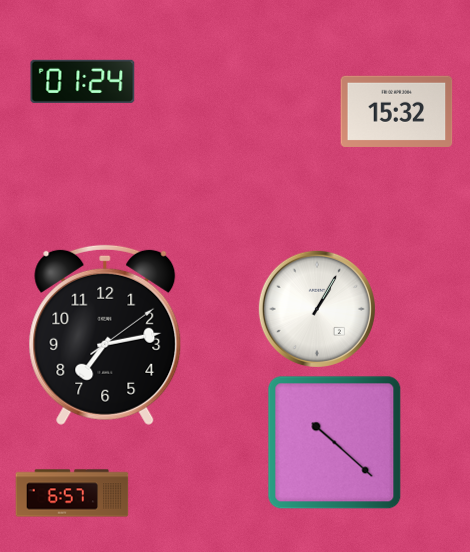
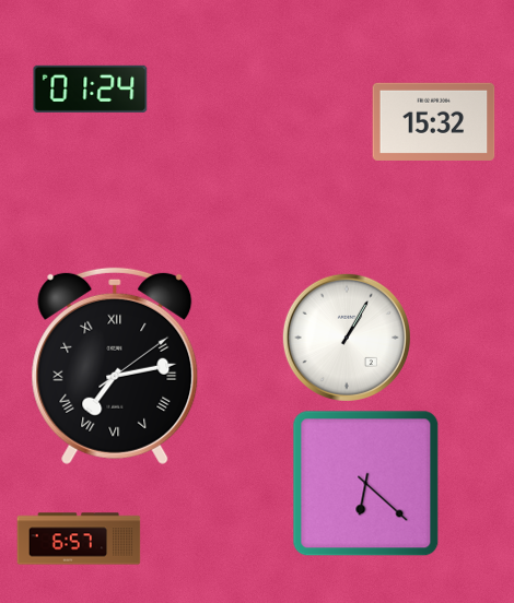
clock at (105, 335) numerals: Arabic -> Roman
clock at (335, 443): 10:22 -> 6:22
